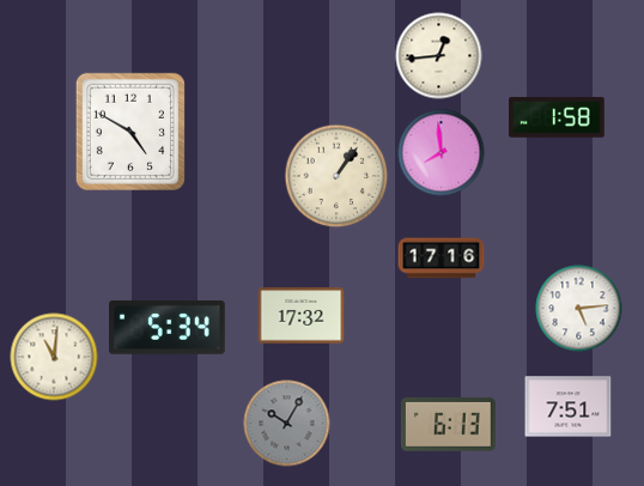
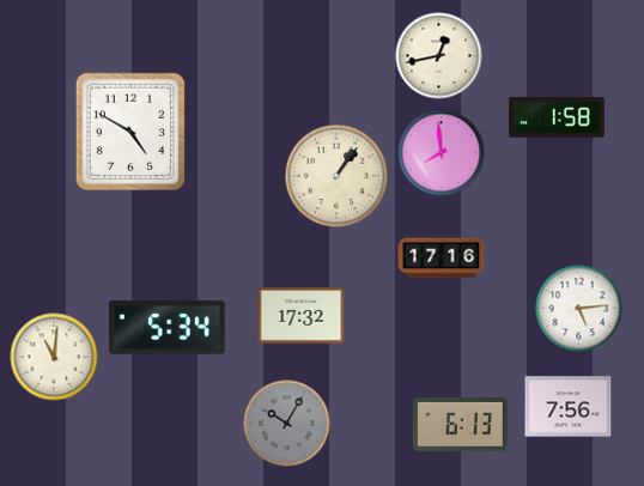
clock at (439, 56): 12:44 -> 12:43
clock at (569, 407): 7:51 -> 7:56
clock at (448, 424) position: (448, 424) -> (460, 424)
